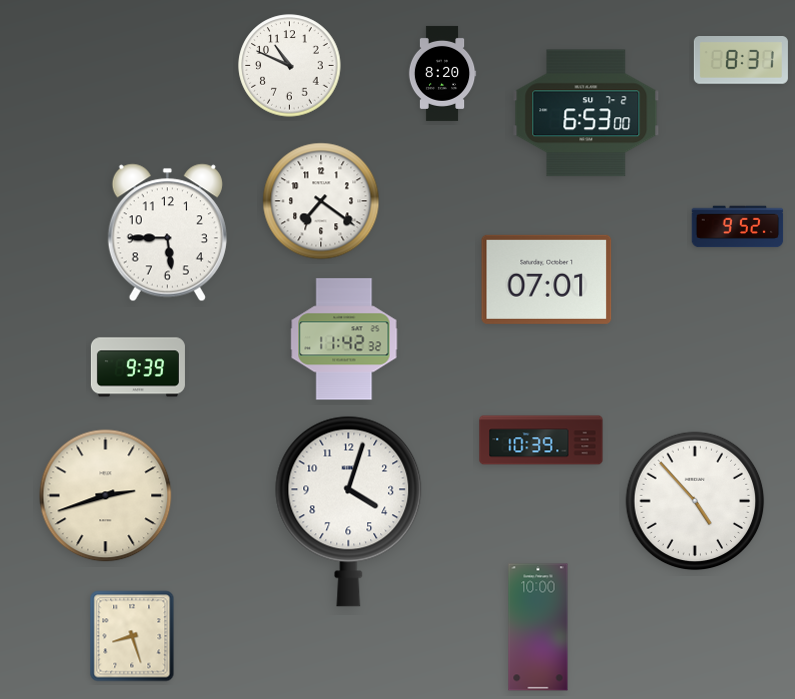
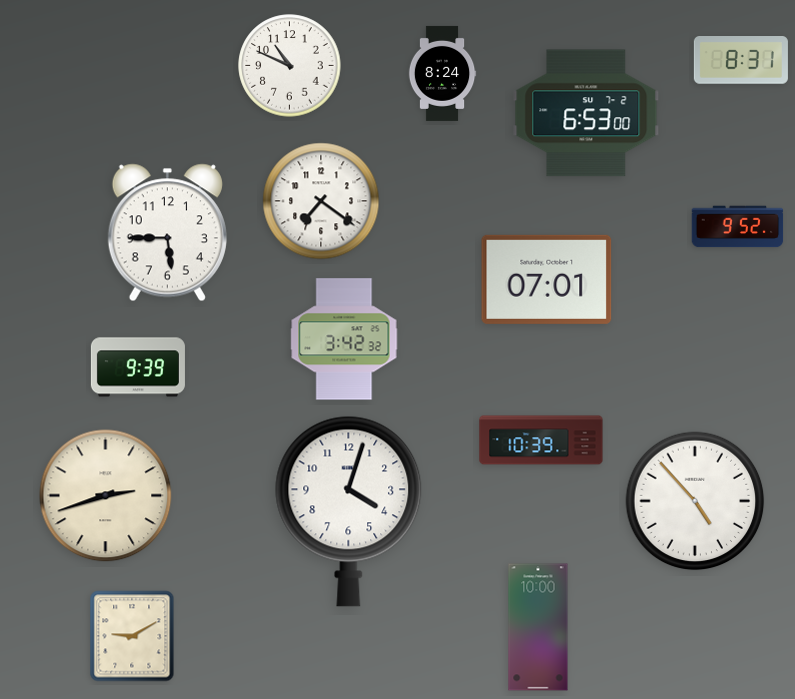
clock at (442, 73): 8:20 -> 8:24
clock at (344, 339): 11:42 -> 3:42
clock at (132, 636): 8:27 -> 9:10
